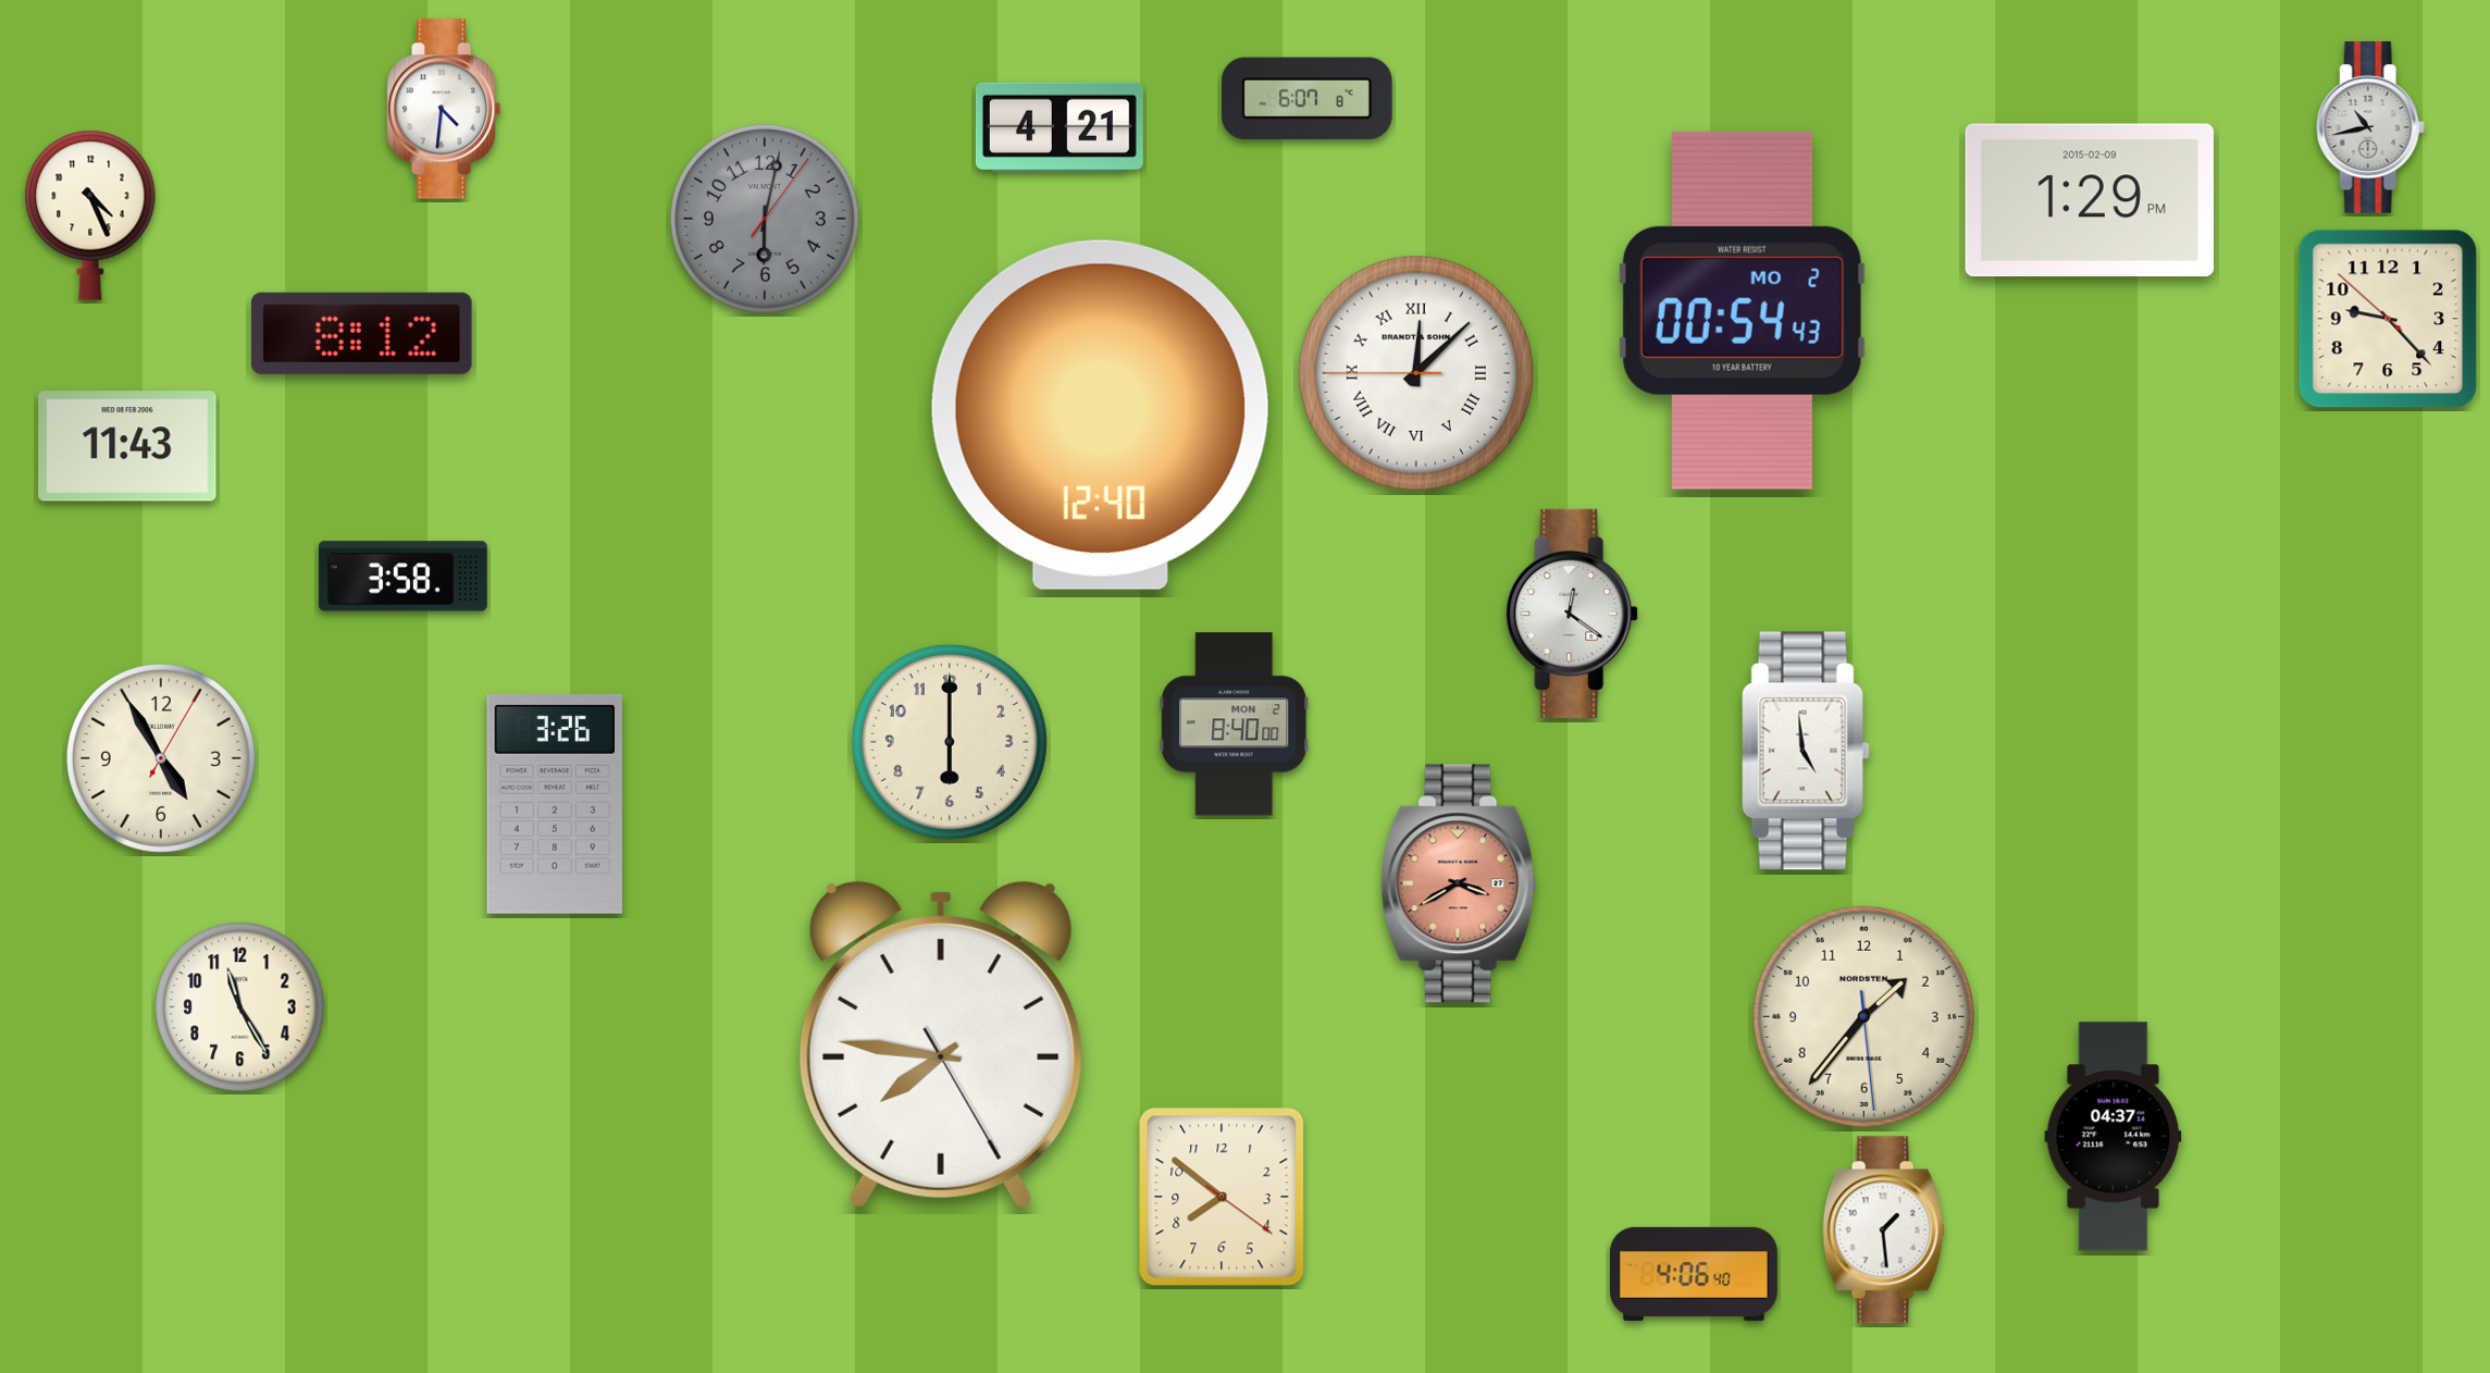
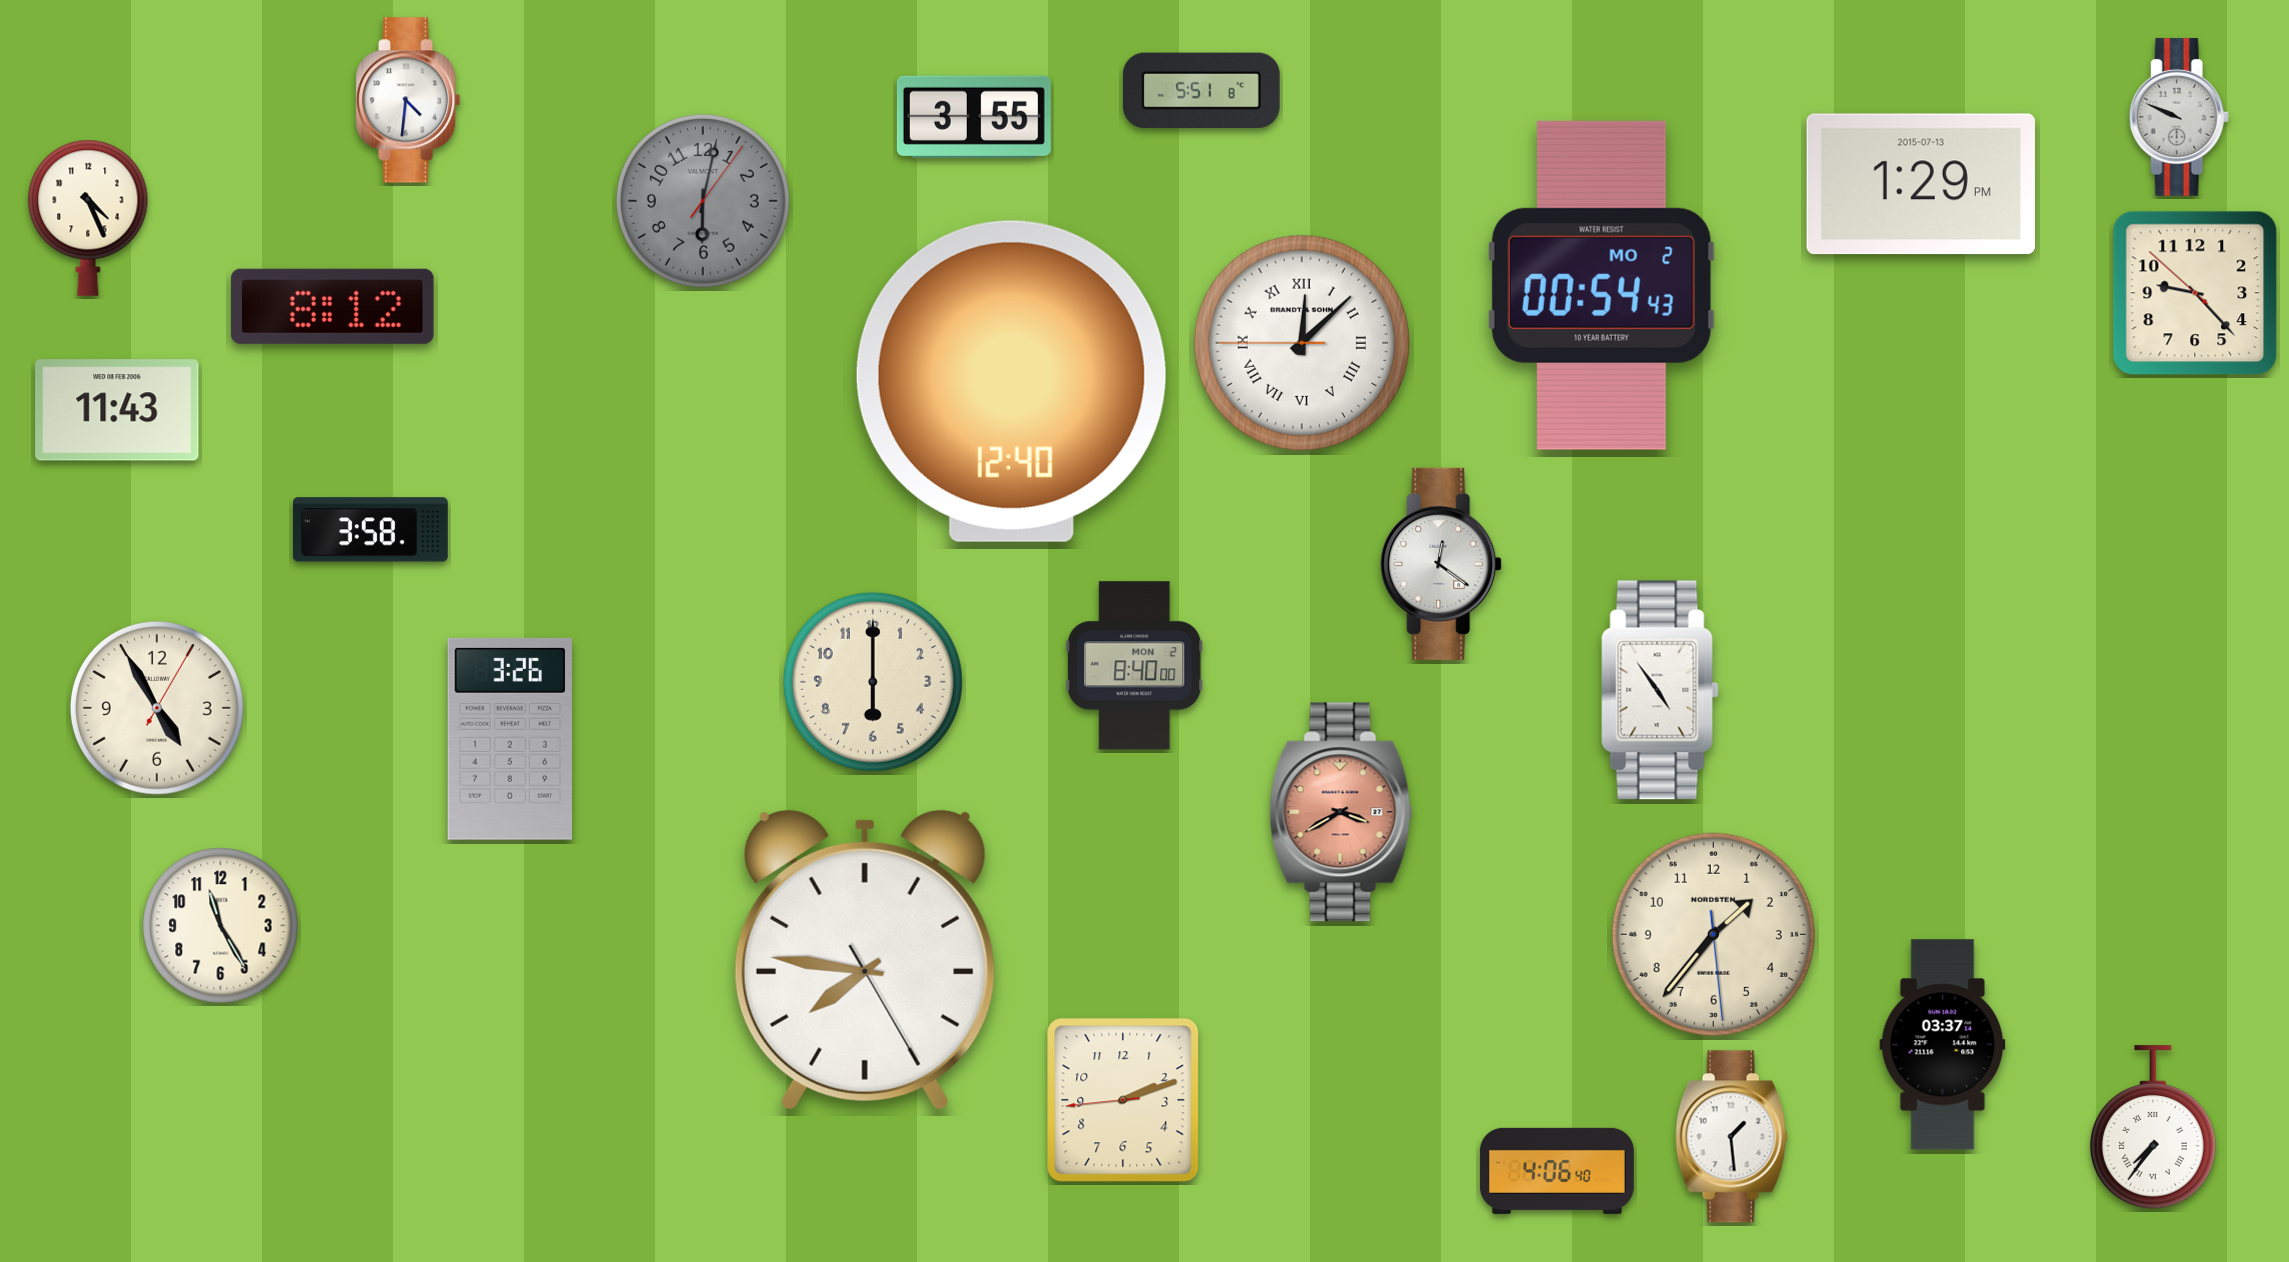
clock at (1306, 99): 6:07 -> 5:51
clock at (1060, 127): 4:21 -> 3:55
clock at (2370, 128): 10:43 -> 9:49
clock at (2090, 200) date: 2015-02-09 -> 2015-07-13
clock at (90, 215) position: (90, 215) -> (88, 218)
clock at (1572, 614) position: (1572, 614) -> (1441, 564)
clock at (1806, 751): 4:59 -> 4:54
clock at (161, 758) position: (161, 758) -> (157, 708)
clock at (2114, 1137): 04:37 -> 03:37
clock at (1222, 1197): 7:51 -> 2:11
clock at (2153, 1127): none -> 7:36
clock at (1883, 1230) position: (1883, 1230) -> (1731, 1137)
